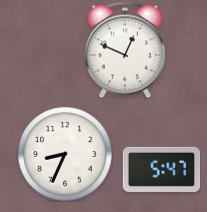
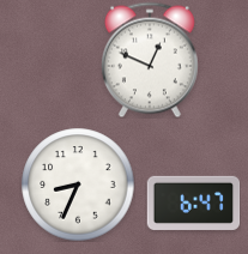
clock at (161, 169): 5:47 -> 6:47
